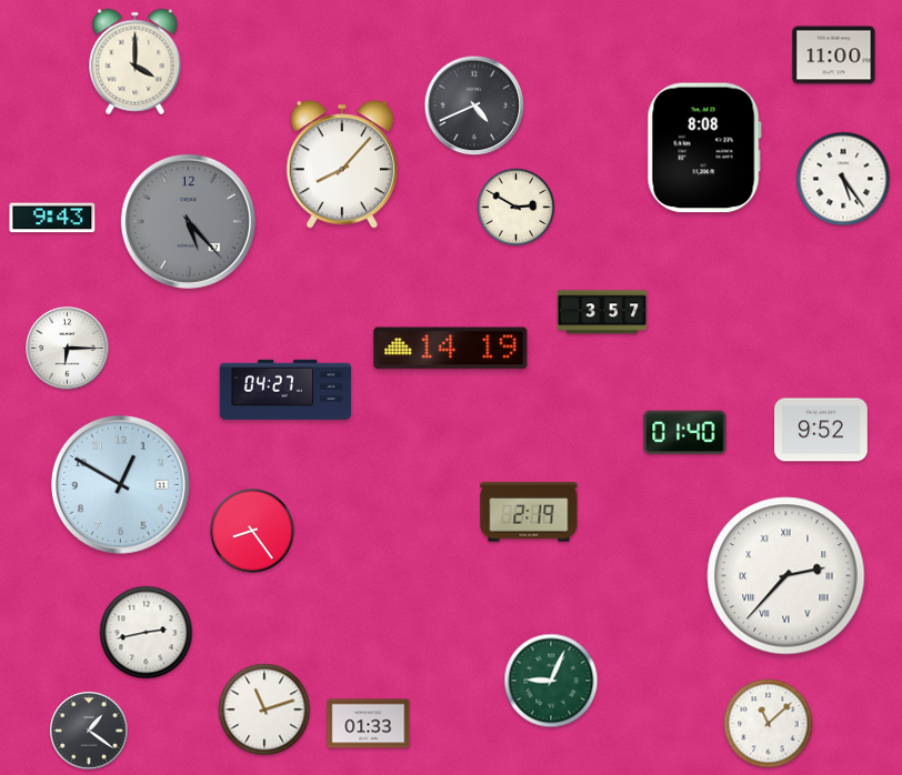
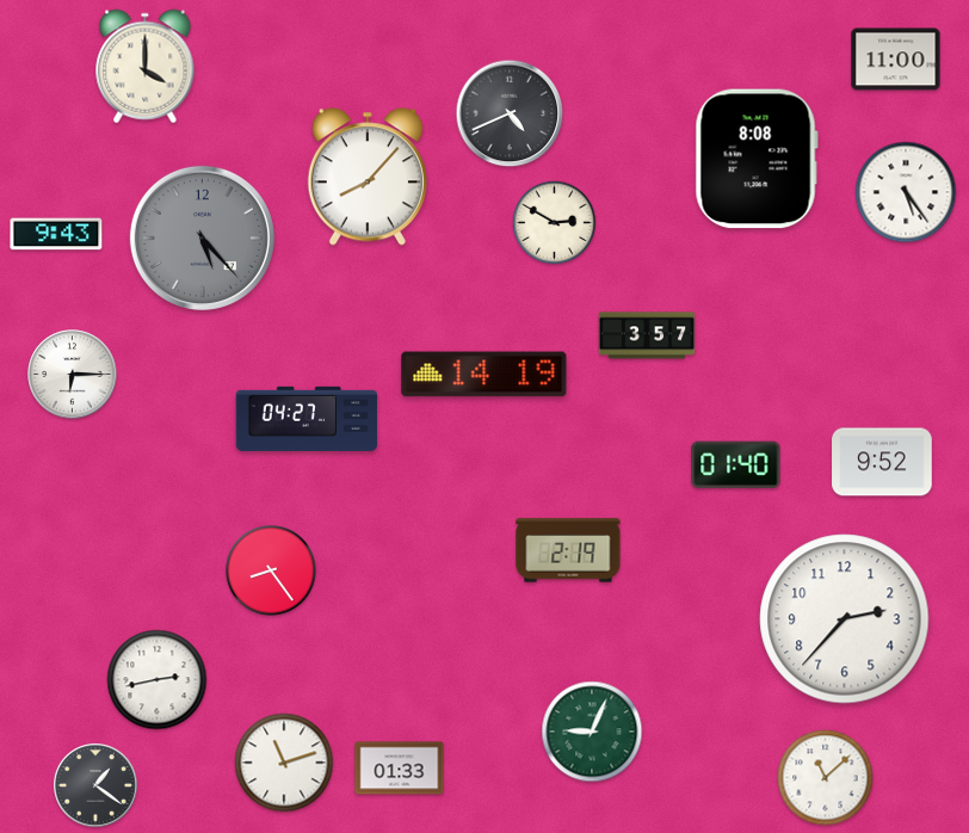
clock at (120, 484): 12:50 -> none
clock at (786, 576) numerals: Roman -> Arabic
clock at (369, 724) position: (369, 724) -> (400, 769)
